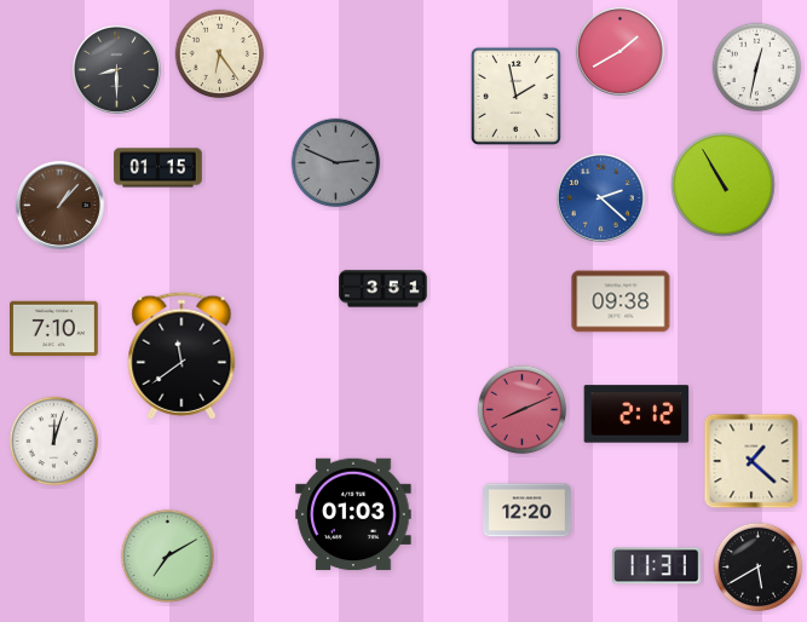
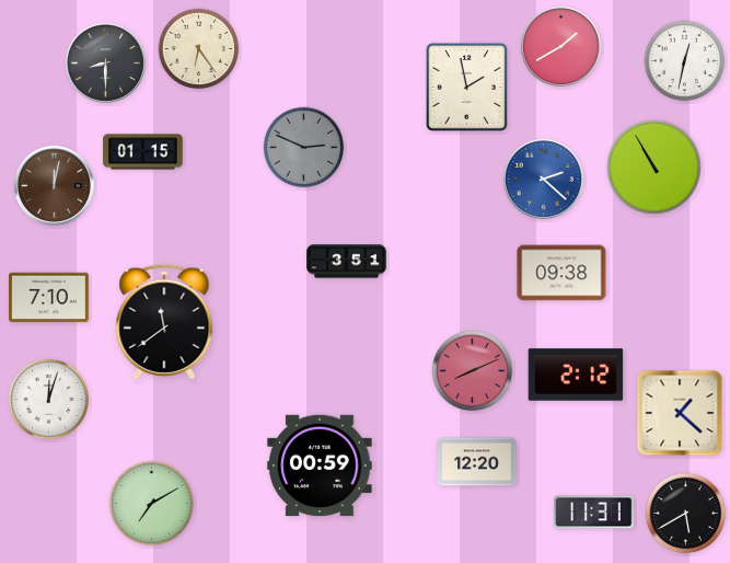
clock at (59, 205): 1:07 -> 12:02
clock at (751, 461) position: (751, 461) -> (680, 413)
clock at (353, 514): 01:03 -> 00:59
